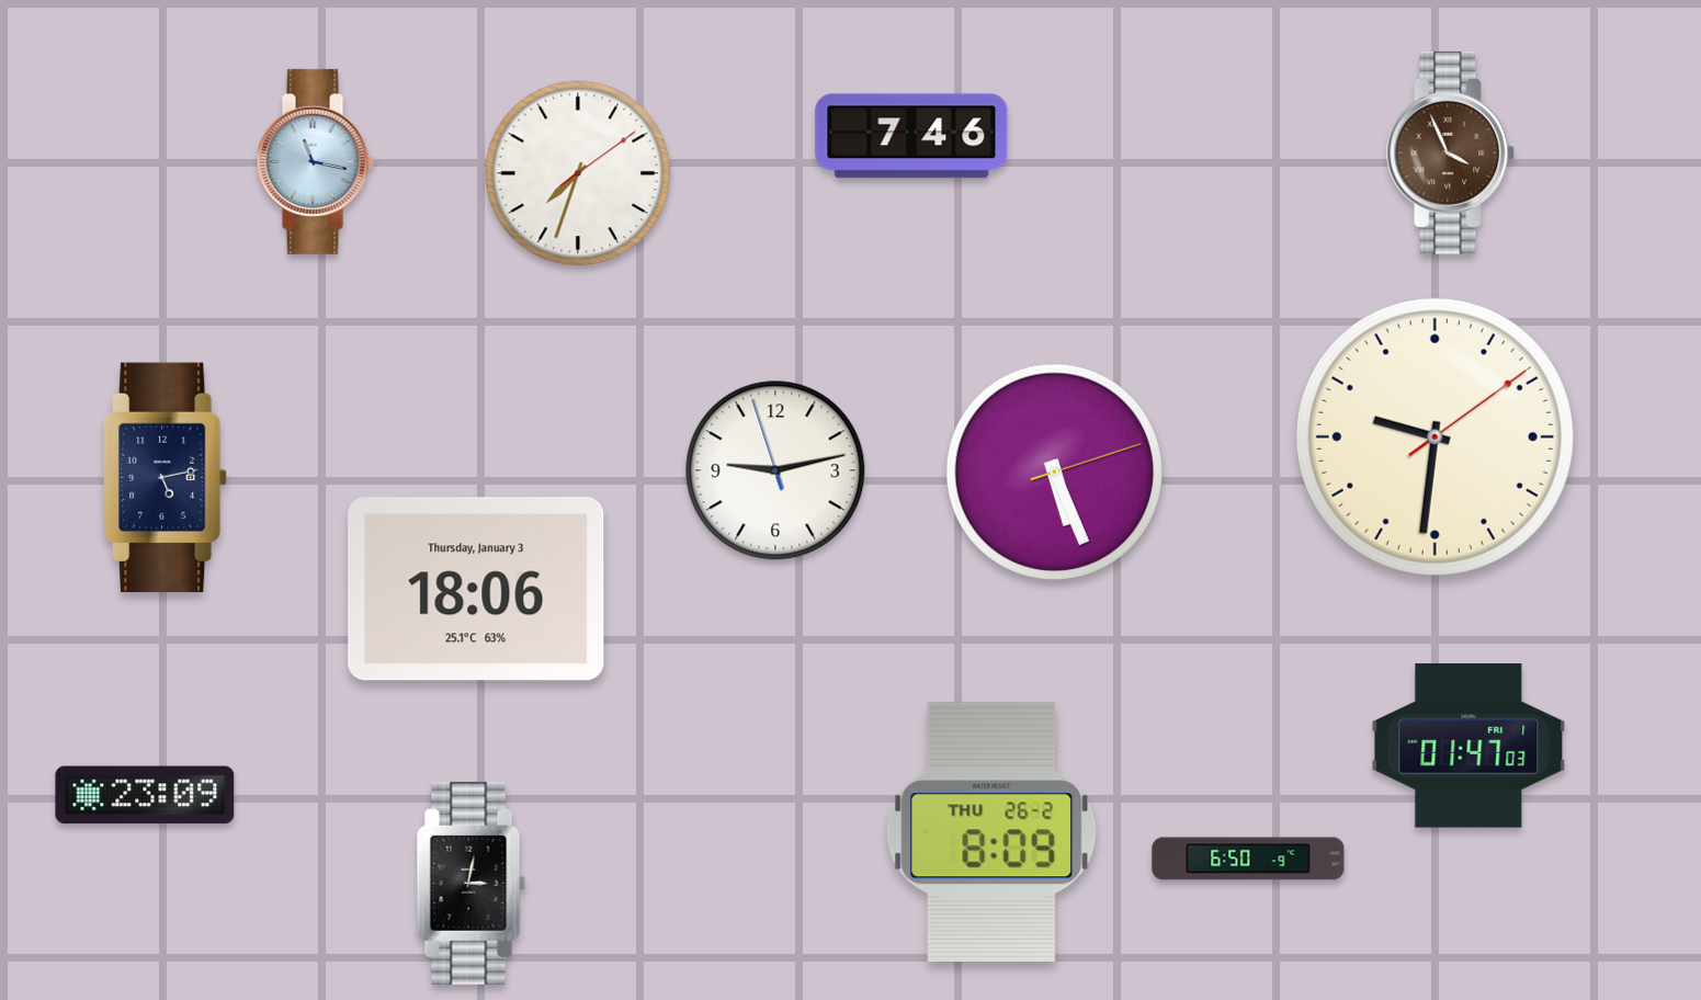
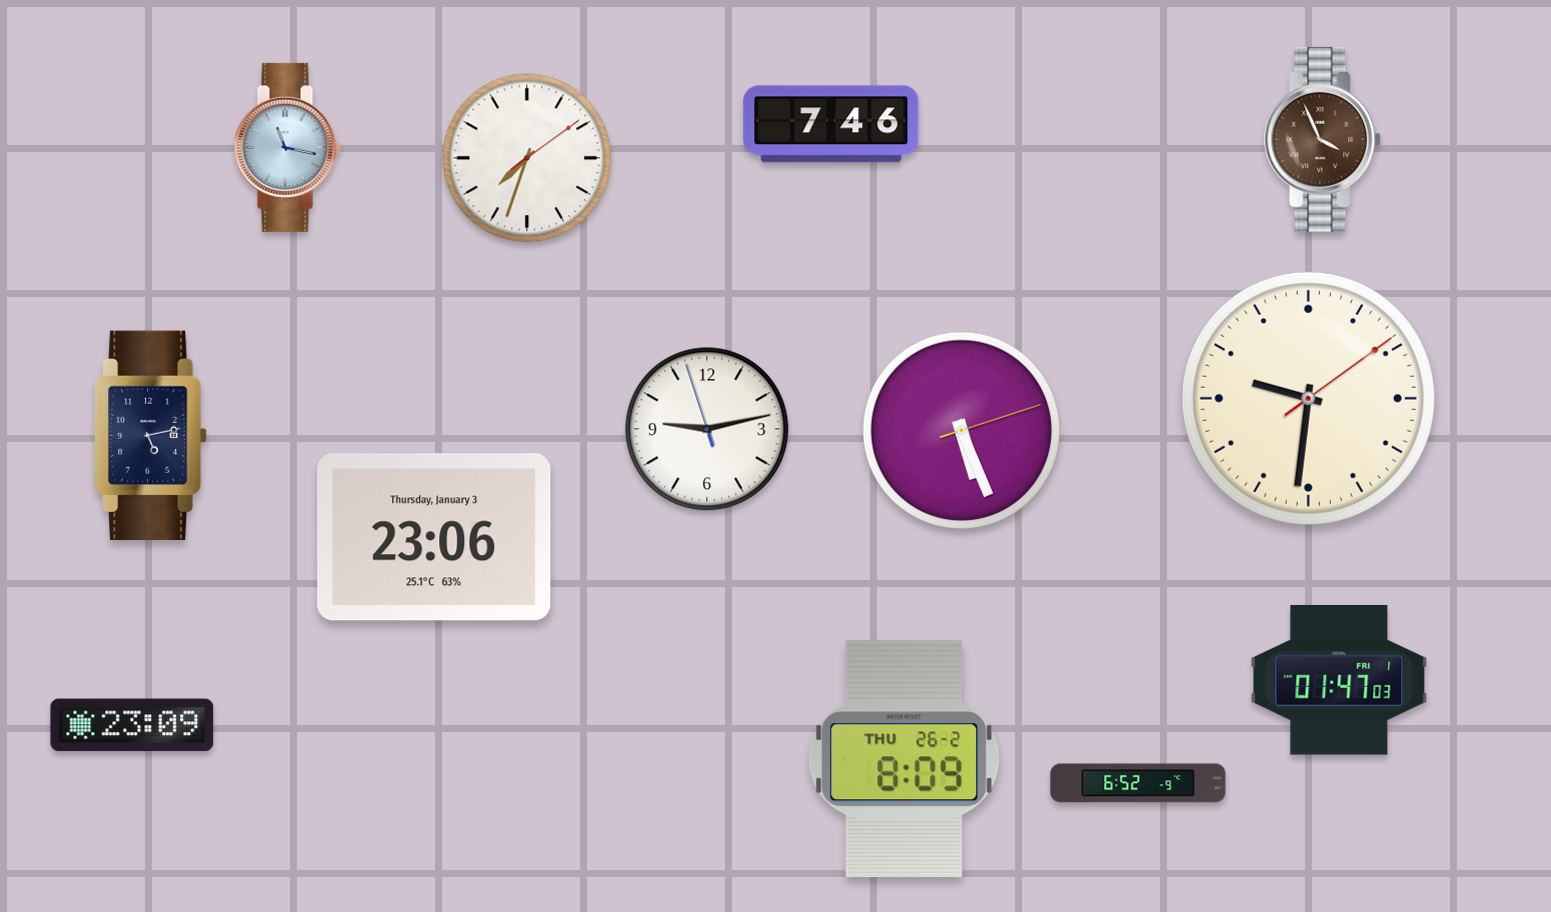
clock at (476, 589): 18:06 -> 23:06
clock at (1248, 859): 6:50 -> 6:52
clock at (472, 883): 3:02 -> none
